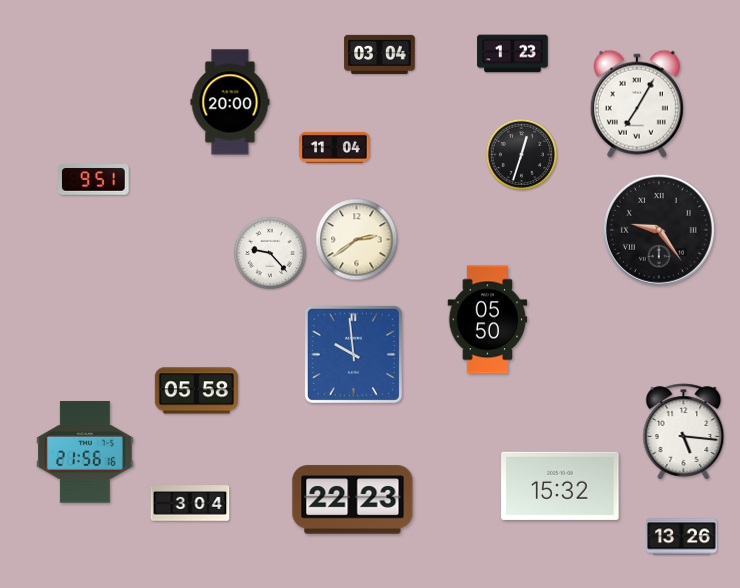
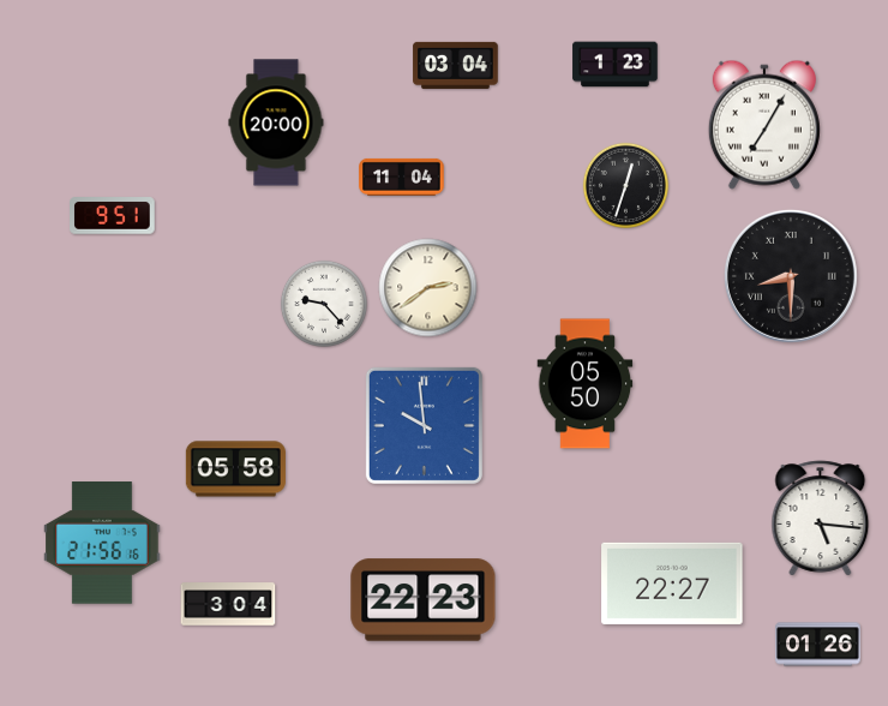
clock at (659, 230): 9:24 -> 8:30
clock at (560, 486): 15:32 -> 22:27
clock at (682, 537): 13:26 -> 01:26
